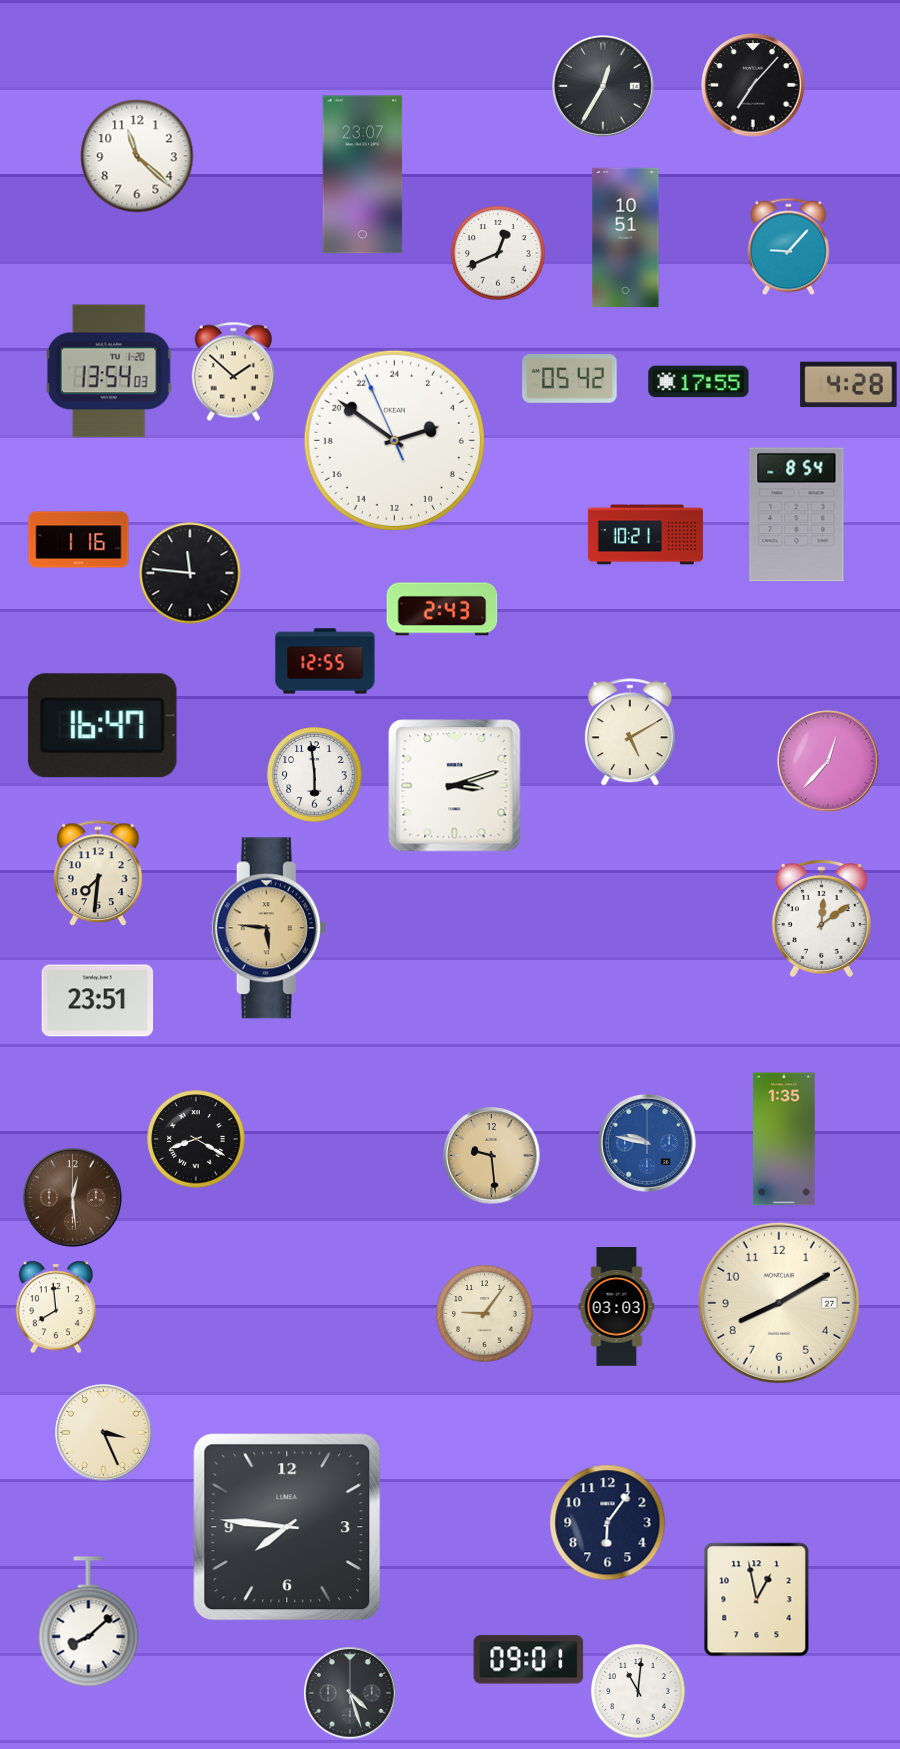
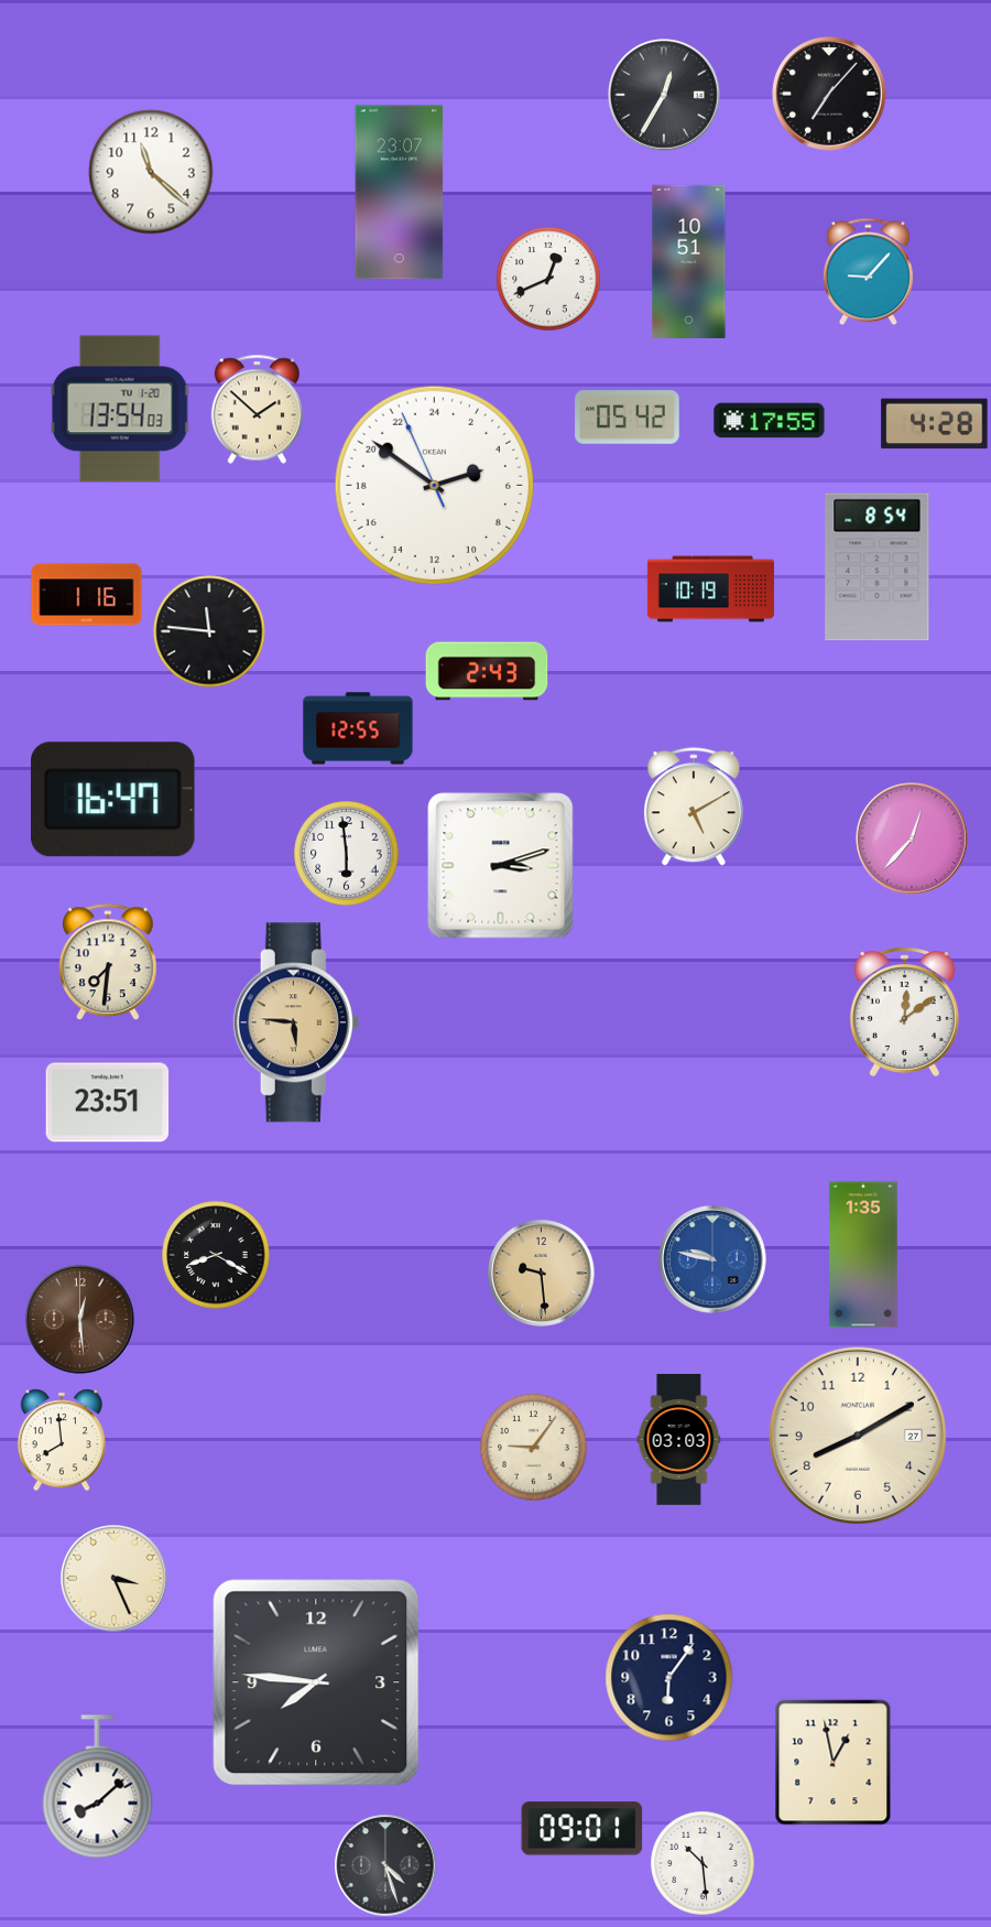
clock at (645, 535): 10:21 -> 10:19
clock at (638, 1691): 11:01 -> 10:29
